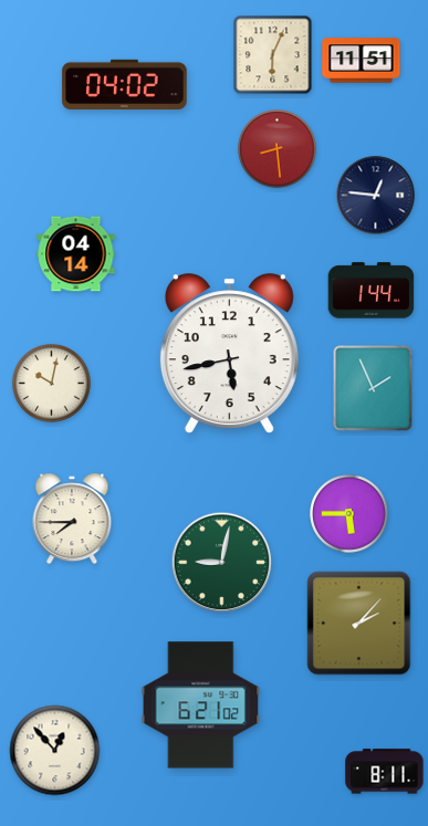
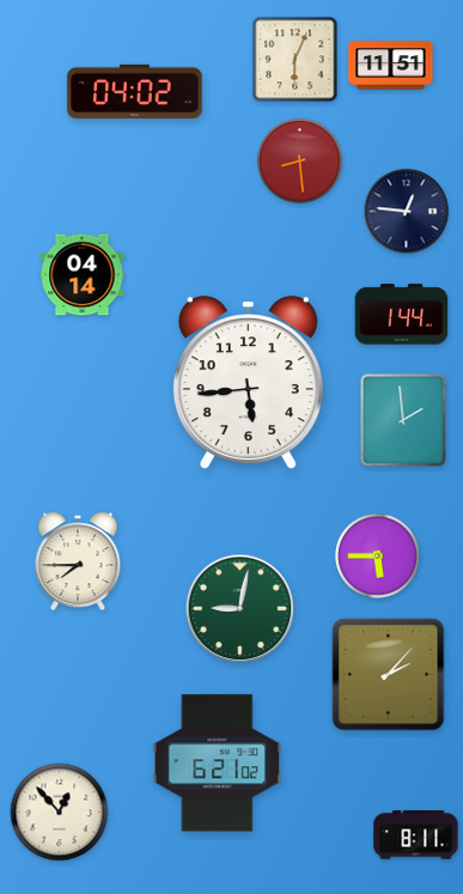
clock at (229, 354): 5:43 -> 5:44
clock at (52, 384): 10:02 -> none
clock at (373, 388): 1:56 -> 1:59
